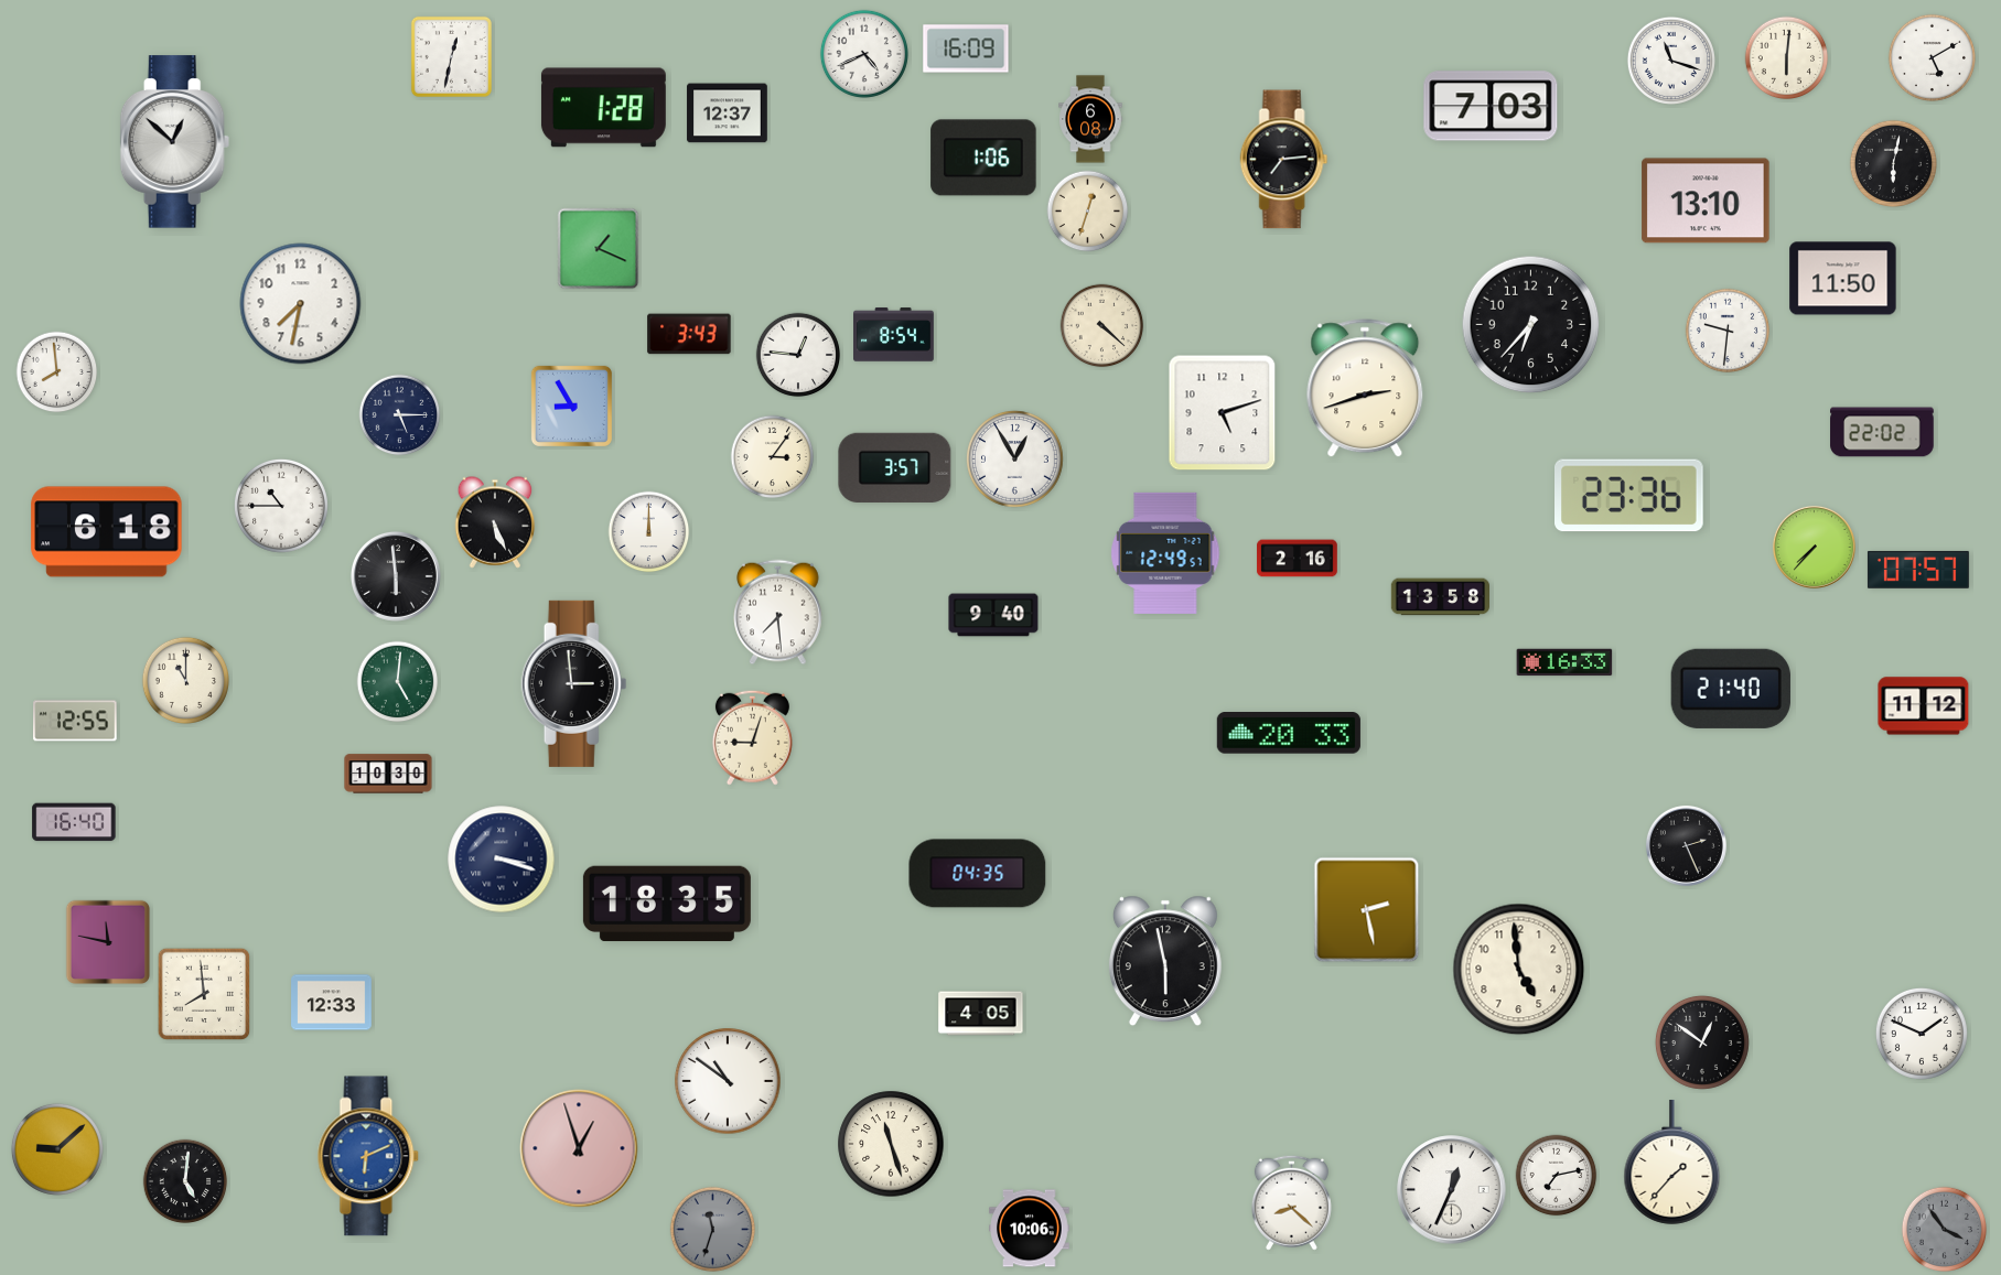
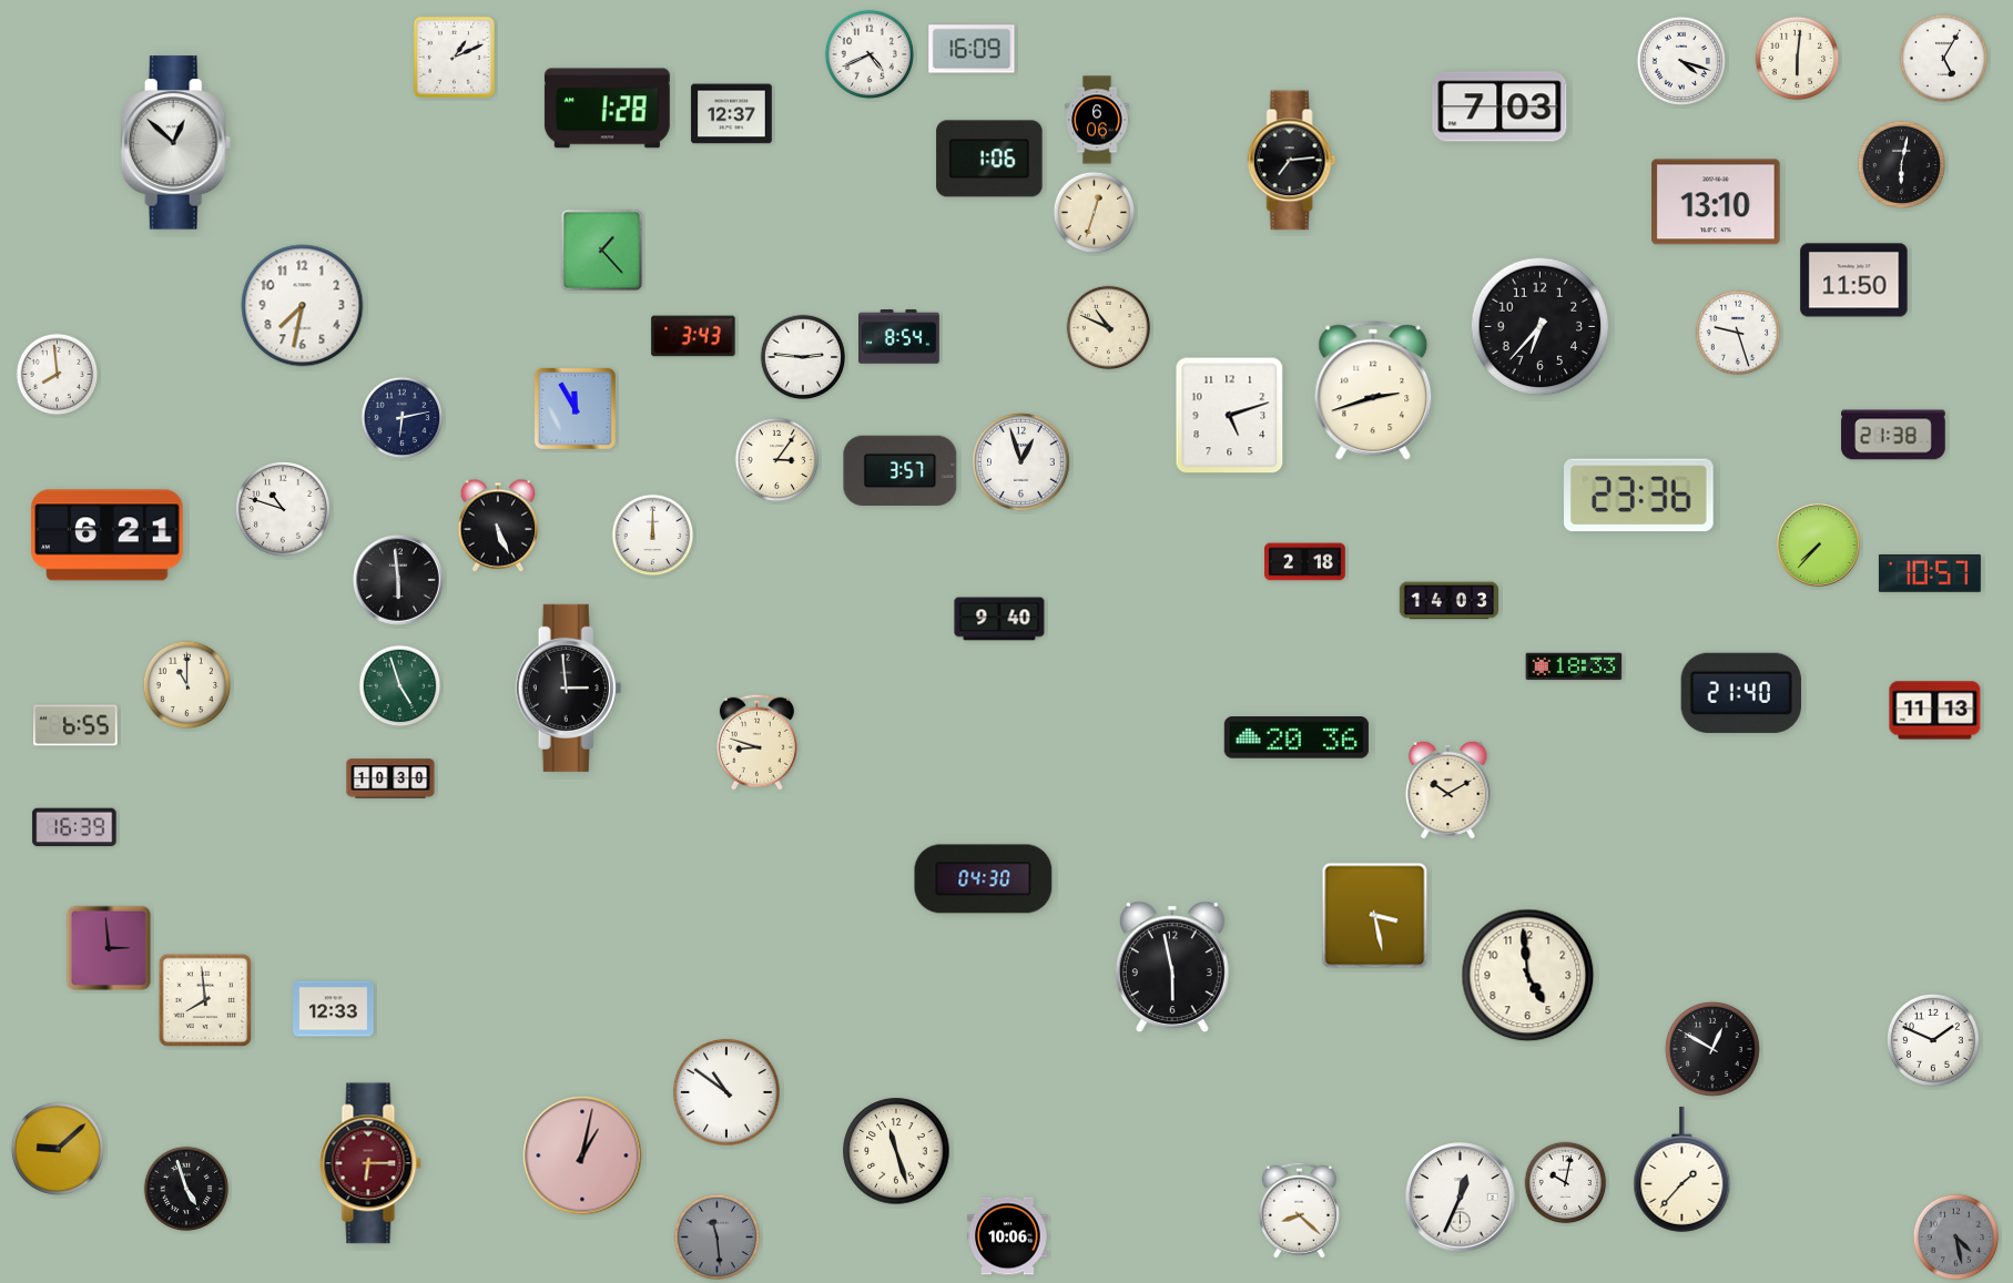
clock at (451, 56): 12:32 -> 1:11
clock at (1932, 57): 5:10 -> 5:05
clock at (1671, 61): 11:18 -> 4:18
clock at (1090, 119): 6:08 -> 6:06
clock at (1893, 163) position: (1893, 163) -> (1901, 164)
clock at (599, 249): 1:19 -> 1:23
clock at (1102, 326): 4:22 -> 10:49
clock at (1728, 331): 9:31 -> 9:27
clock at (798, 355): 12:46 -> 2:46
clock at (571, 406): 8:55 -> 11:55
clock at (400, 415): 5:15 -> 6:13
clock at (1882, 432): 22:02 -> 21:38
clock at (1015, 460): 12:55 -> 12:57
clock at (1629, 496) position: (1629, 496) -> (1639, 496)
clock at (281, 506): 10:45 -> 10:48
clock at (107, 532): 6:18 -> 6:21
clock at (1814, 547) position: (1814, 547) -> (1818, 544)
clock at (1165, 553): 12:49 -> none
clock at (1298, 559): 2:16 -> 2:18
clock at (1918, 570): 07:57 -> 10:57
clock at (1440, 597): 13:58 -> 14:03
clock at (778, 613): 7:29 -> none
clock at (1564, 662): 16:33 -> 18:33
clock at (398, 682): 5:01 -> 4:57
clock at (574, 683) position: (574, 683) -> (569, 688)
clock at (1924, 706): 11:12 -> 11:13
clock at (75, 721): 12:55 -> 6:55
clock at (1289, 733): 20:33 -> 20:36
clock at (752, 737): 9:03 -> 8:48
clock at (1448, 790): none -> 10:10
clock at (74, 822): 16:40 -> 16:39
clock at (1686, 845): 2:26 -> none
clock at (502, 860): 3:18 -> none
clock at (978, 874): 04:35 -> 04:30
clock at (667, 904): 18:35 -> none
clock at (1367, 910): 2:28 -> 3:28
clock at (108, 942): 11:47 -> 2:59
clock at (981, 1014): 4:05 -> none
clock at (1702, 1042): 12:51 -> 12:50
clock at (728, 1081) position: (728, 1081) -> (726, 1092)
clock at (579, 1148): 12:57 -> 1:02
clock at (57, 1149) position: (57, 1149) -> (58, 1149)
clock at (368, 1156): 6:11 -> 6:15
clock at (368, 1156) dial: blue -> burgundy
clock at (1557, 1176): 7:13 -> 10:02
clock at (185, 1181): 5:01 -> 4:57
clock at (1030, 1229) position: (1030, 1229) -> (1008, 1236)
clock at (713, 1230): 11:33 -> 11:29
clock at (1945, 1230): 3:54 -> 4:28
